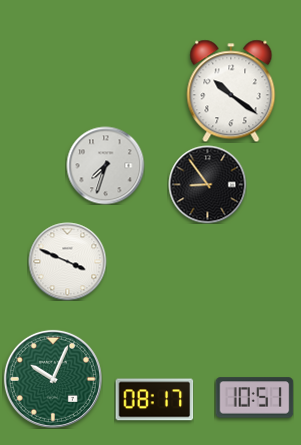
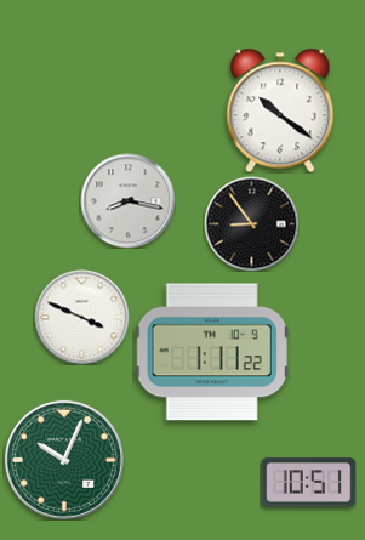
clock at (105, 165): 7:33 -> 8:17
clock at (212, 352): none -> 1:11
clock at (154, 400): 08:17 -> none
